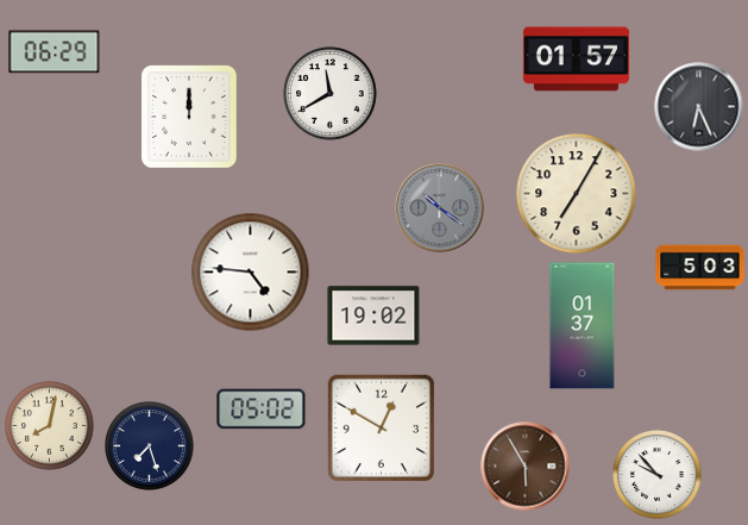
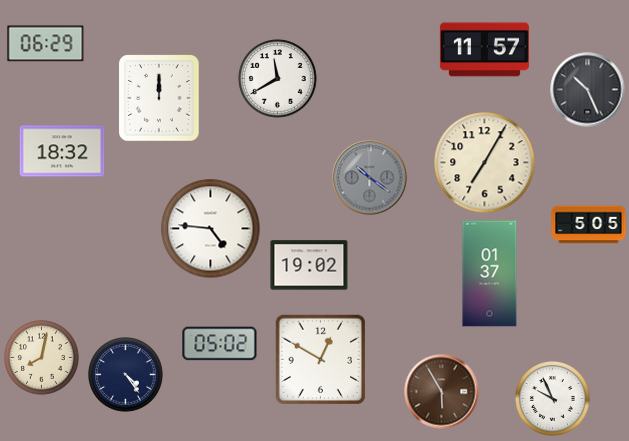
clock at (576, 60): 01:57 -> 11:57
clock at (699, 107): 6:26 -> 10:26
clock at (62, 151): none -> 18:32
clock at (440, 208) position: (440, 208) -> (370, 178)
clock at (700, 268): 5:03 -> 5:05
clock at (373, 315) position: (373, 315) -> (309, 265)
clock at (150, 446): 7:27 -> 4:24
clock at (658, 475): 9:53 -> 9:56
